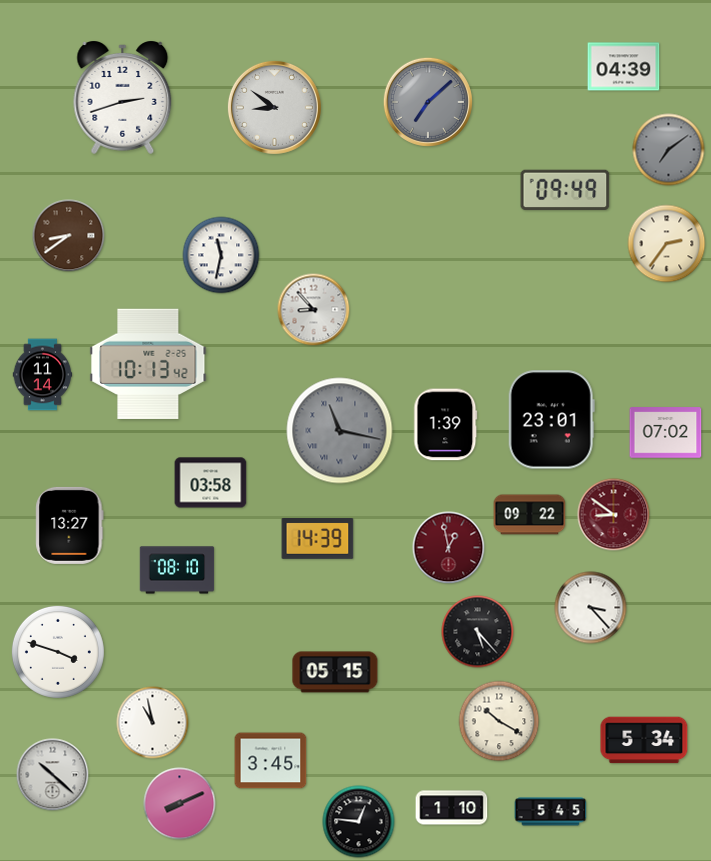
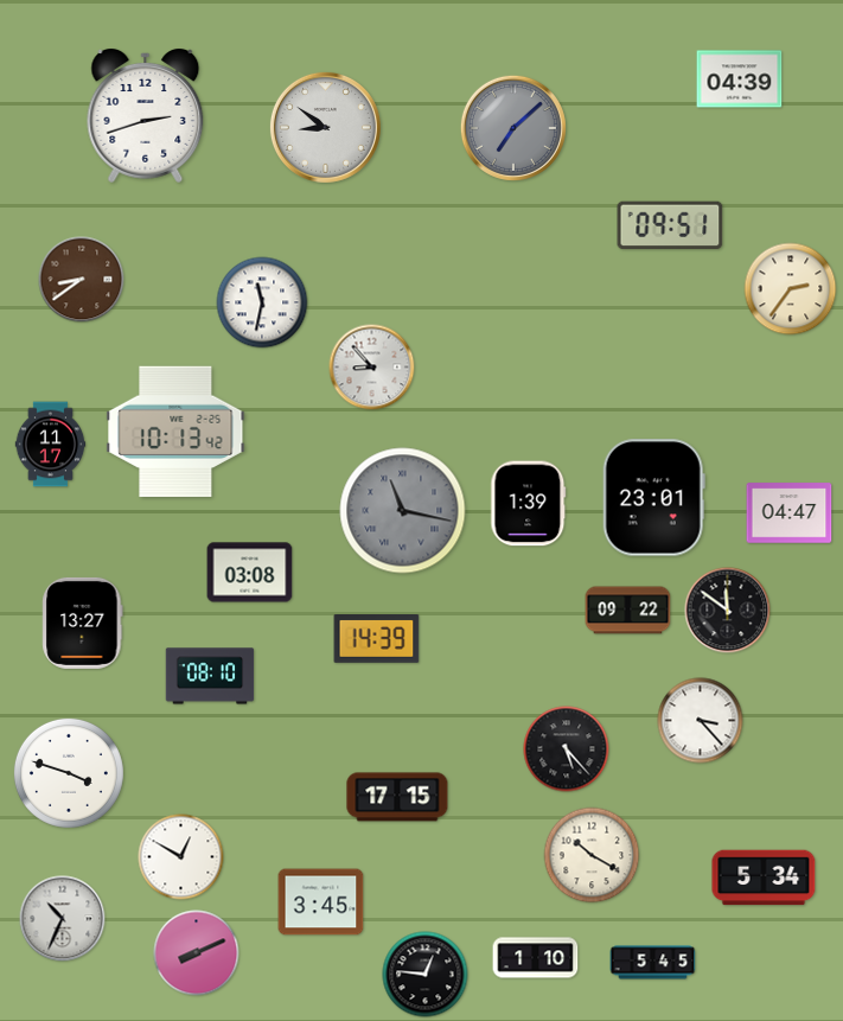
clock at (428, 102) position: (428, 102) -> (513, 128)
clock at (669, 150): 7:09 -> none
clock at (565, 190): 09:49 -> 09:51
clock at (43, 375): 11:14 -> 11:17
clock at (666, 433): 07:02 -> 04:47
clock at (211, 483): 03:58 -> 03:08
clock at (614, 515): 8:51 -> 11:51
clock at (614, 515) dial: burgundy -> black
clock at (449, 548): 12:58 -> none
clock at (335, 672): 05:15 -> 17:15
clock at (153, 723): 10:58 -> 12:50
clock at (53, 775): 10:22 -> 10:34
clock at (180, 804) position: (180, 804) -> (197, 953)
